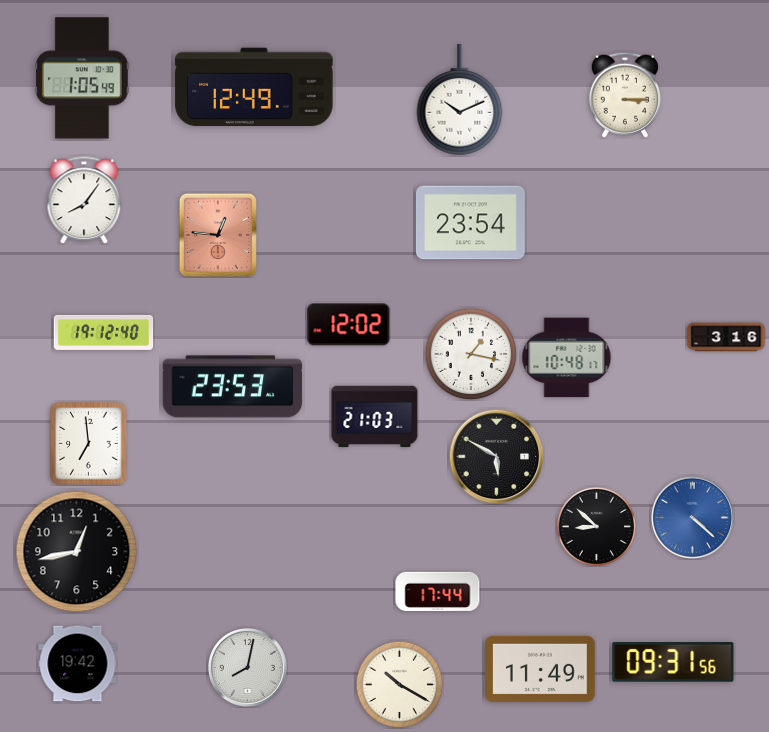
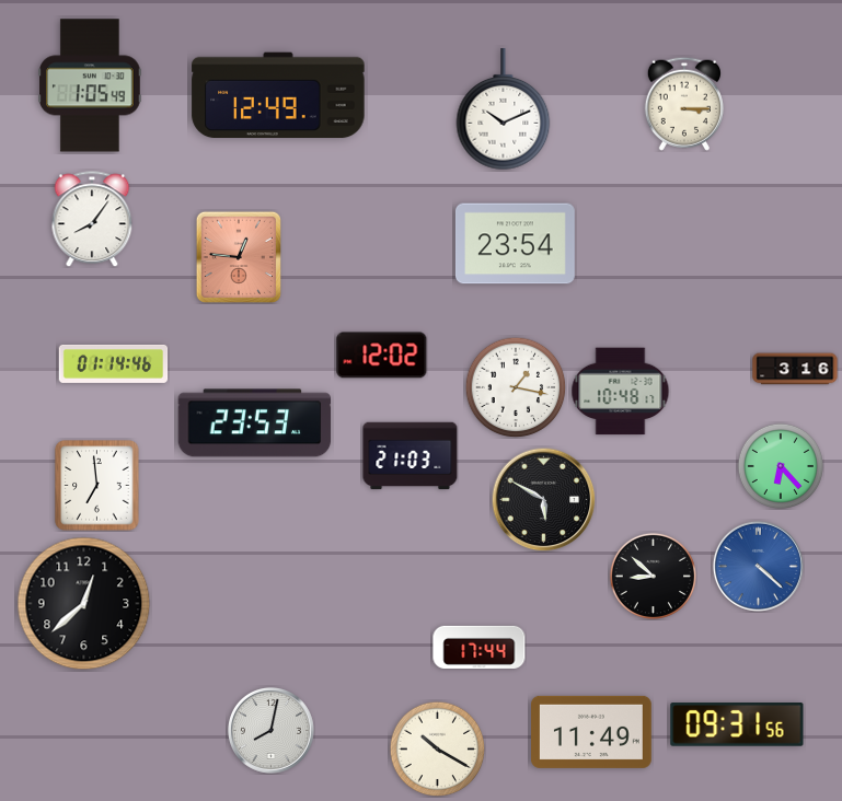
clock at (104, 332): 19:12 -> 01:14
clock at (781, 466): none -> 6:23
clock at (77, 552): 12:43 -> 12:38
clock at (78, 664): 19:42 -> none
